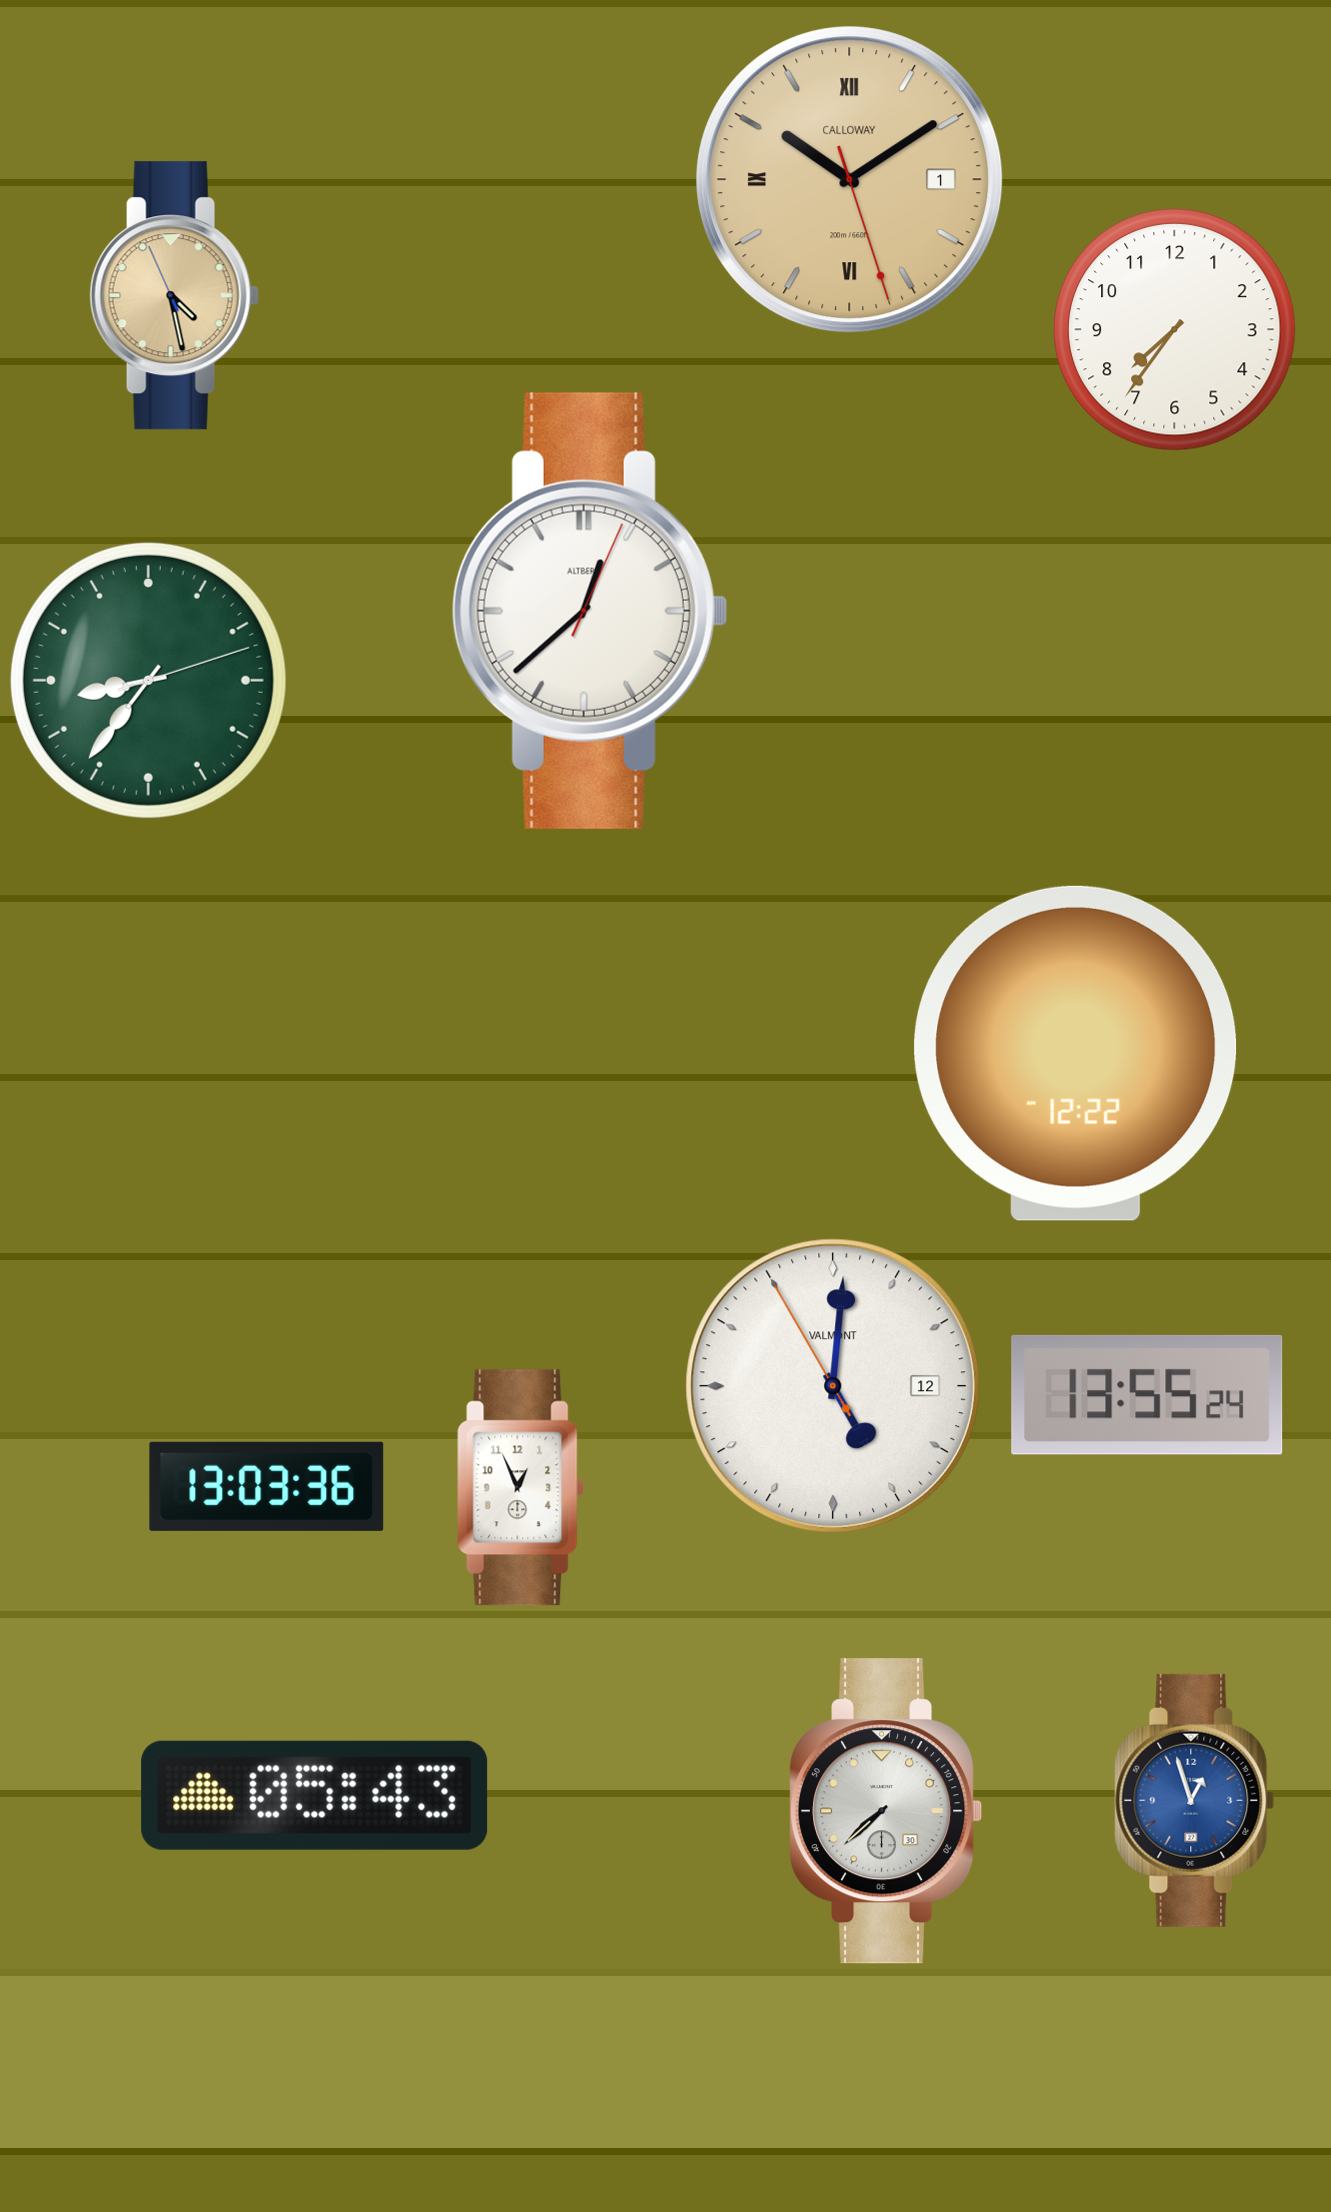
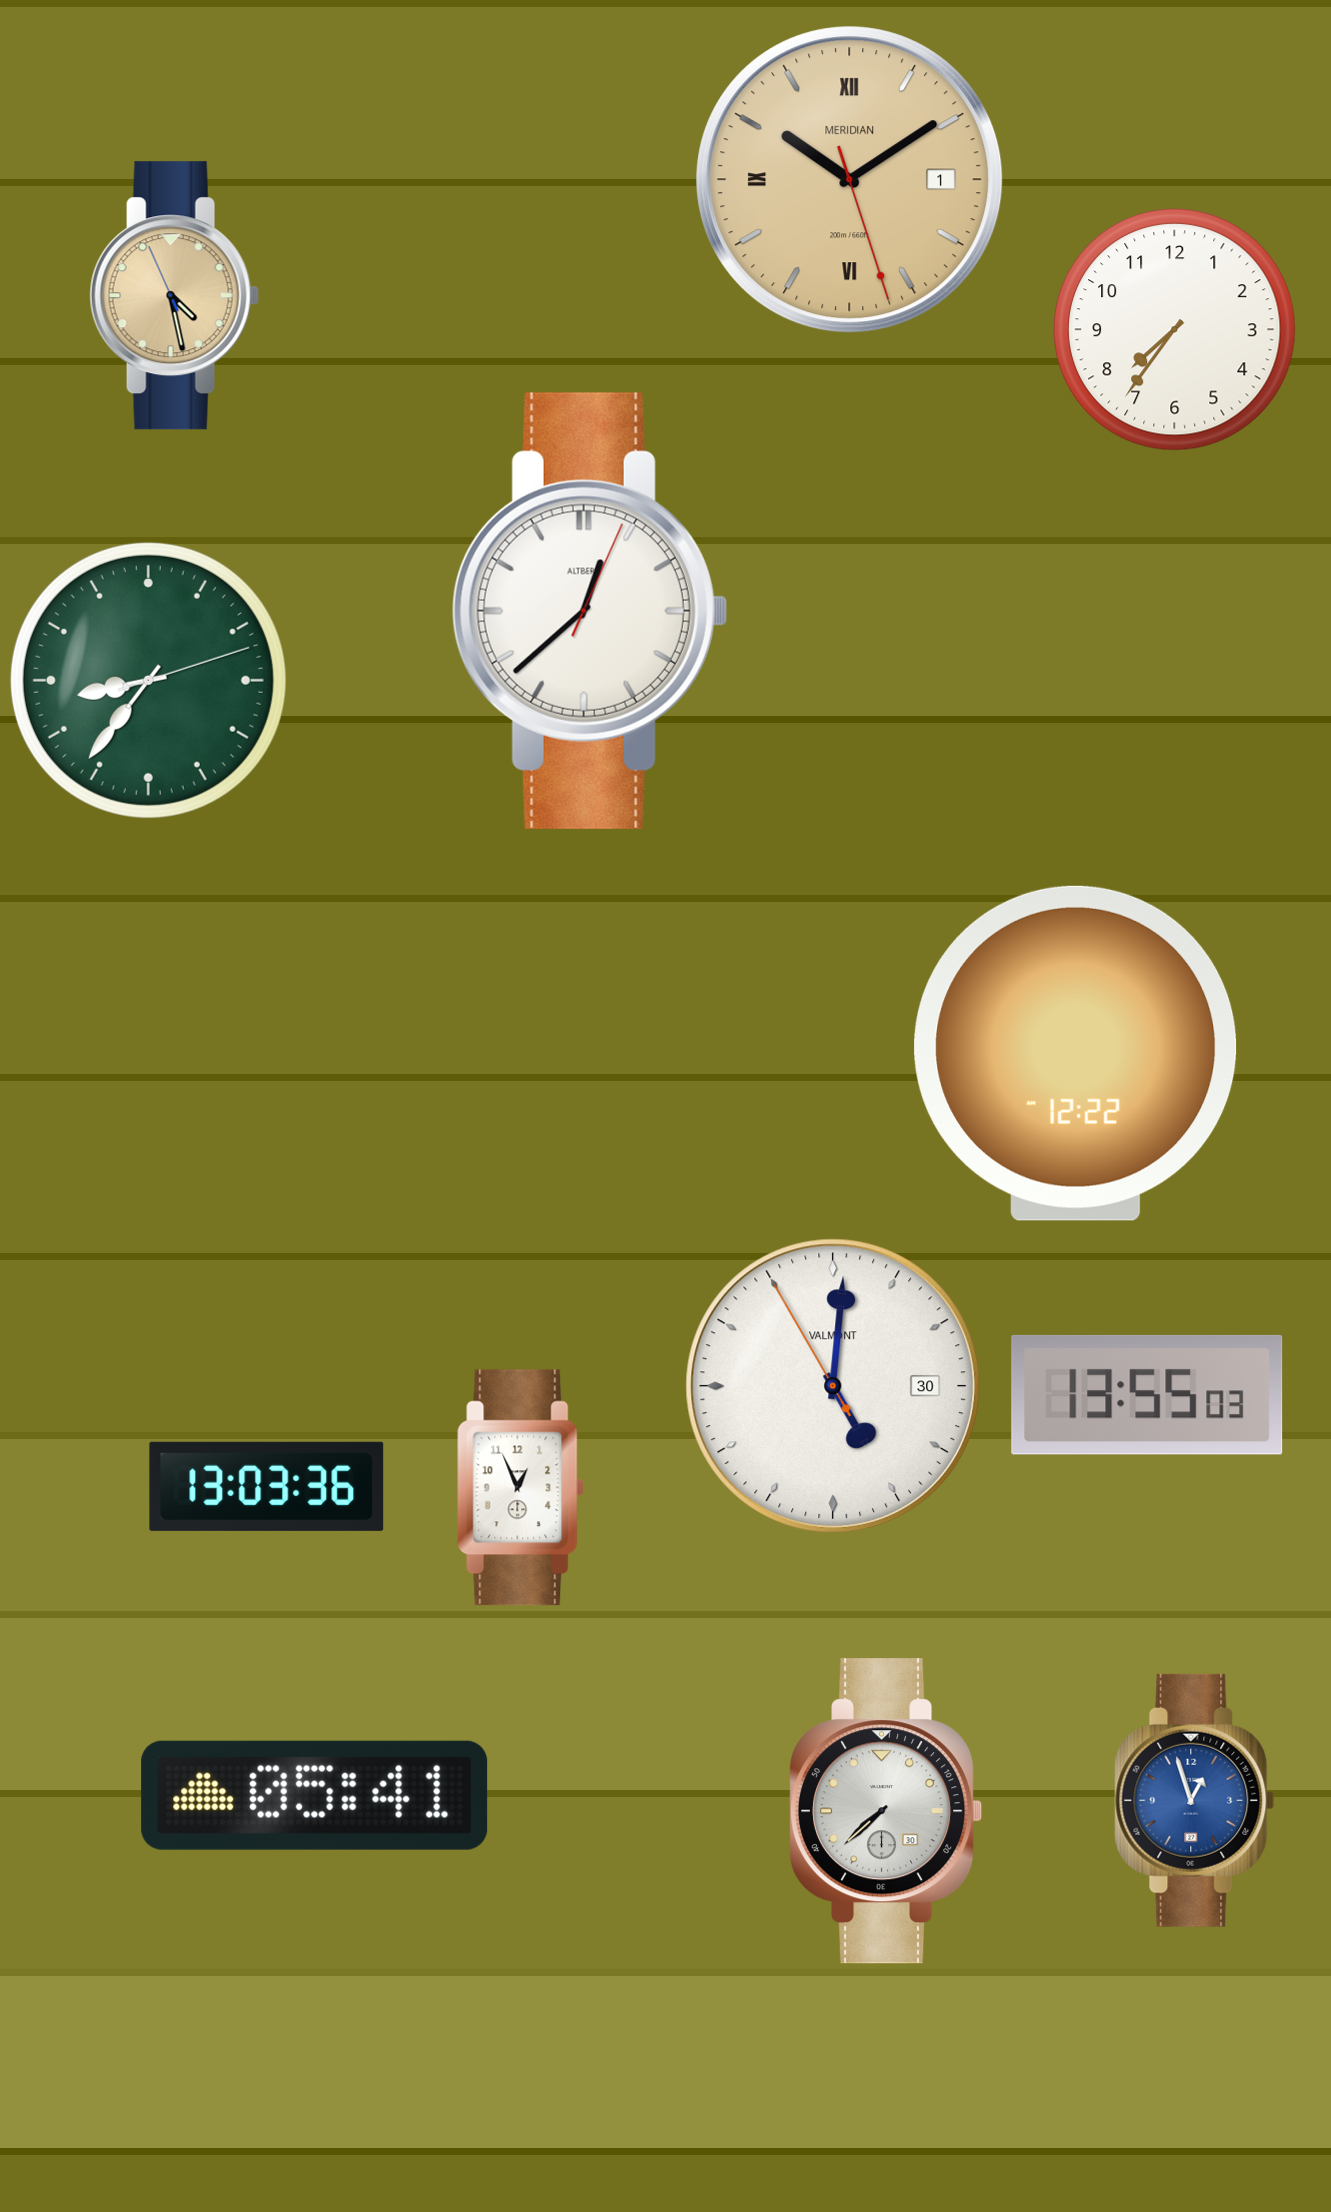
clock at (850, 180) brand: CALLOWAY -> MERIDIAN
clock at (833, 1386) date: 12 -> 30
clock at (1147, 1395): 13:55:24 -> 13:55:03
clock at (315, 1795): 05:43 -> 05:41
